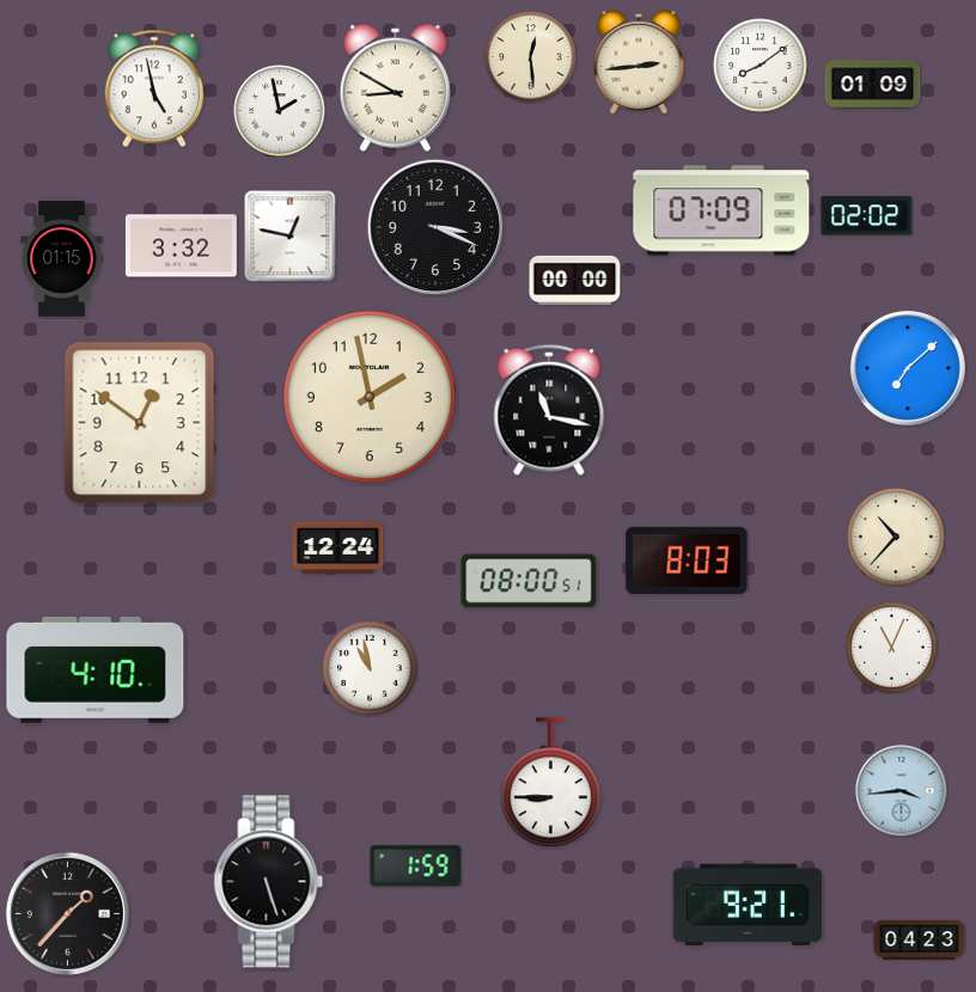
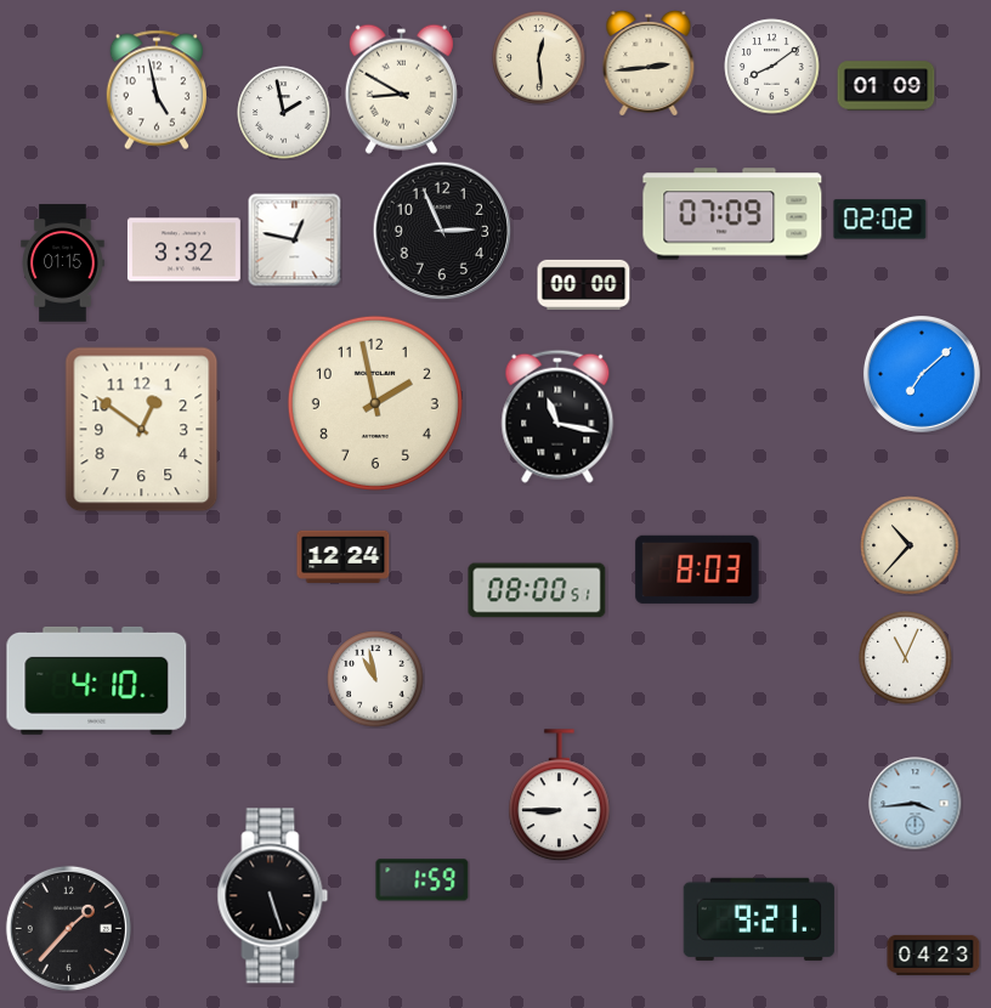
clock at (435, 227): 3:19 -> 2:56
